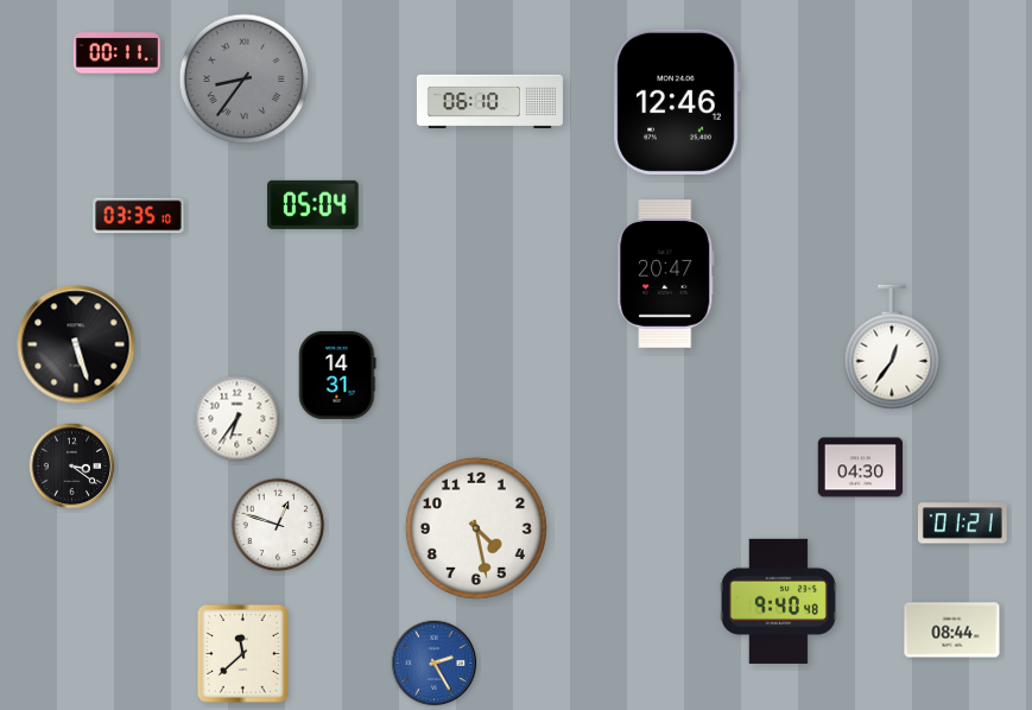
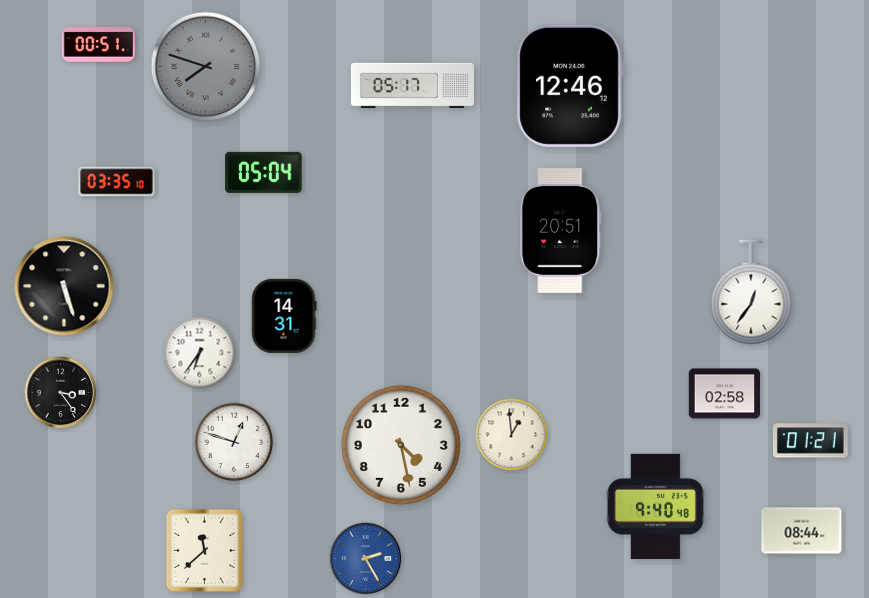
clock at (116, 53): 00:11 -> 00:51
clock at (245, 80): 8:36 -> 7:48
clock at (489, 102): 06:10 -> 05:17
clock at (666, 274): 20:47 -> 20:51
clock at (76, 344) position: (76, 344) -> (64, 286)
clock at (72, 467): 3:21 -> 3:24
clock at (861, 468): 04:30 -> 02:58
clock at (512, 435): none -> 12:59
